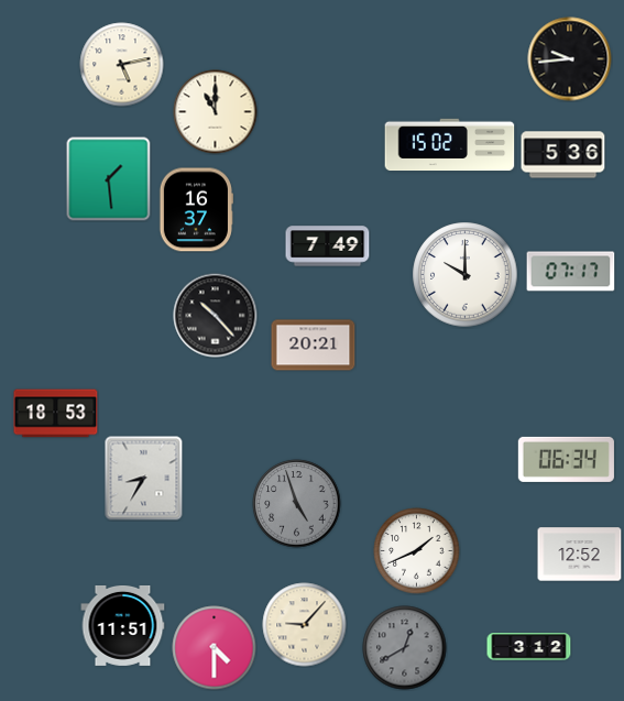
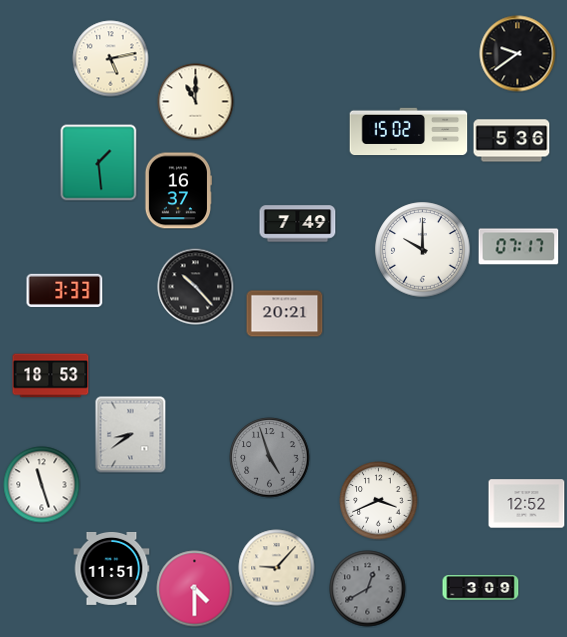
clock at (570, 59): 9:44 -> 9:39
clock at (65, 290): none -> 3:33
clock at (566, 459): 06:34 -> none
clock at (144, 479): 8:35 -> 8:39
clock at (42, 485): none -> 11:27
clock at (417, 551): 1:41 -> 3:41
clock at (529, 647): 3:12 -> 3:09
